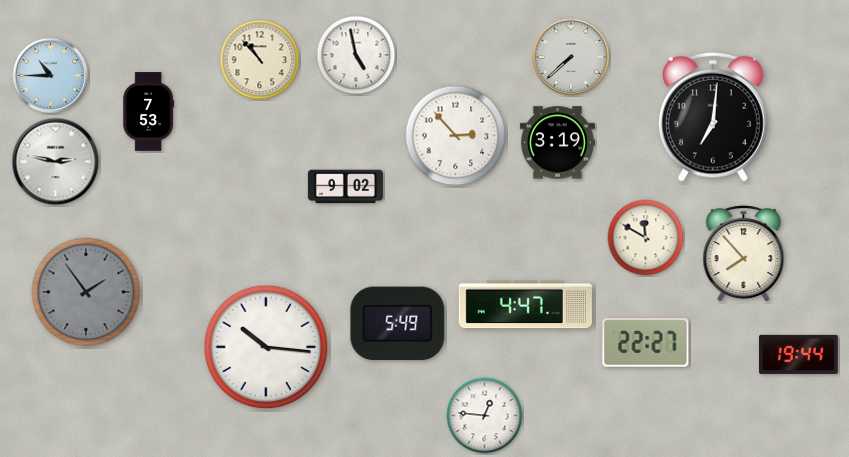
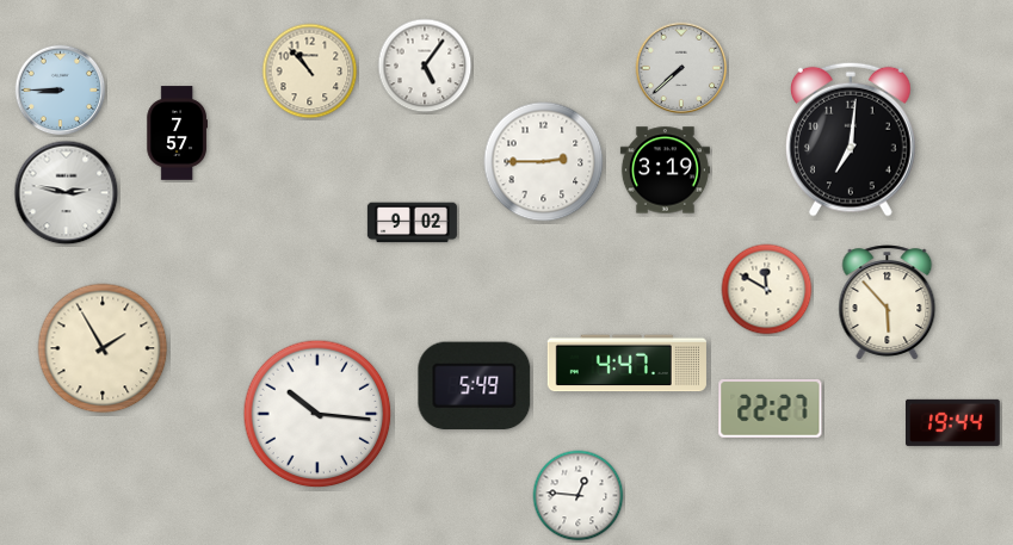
clock at (356, 55): 4:58 -> 5:06
clock at (51, 76): 10:45 -> 8:45
clock at (148, 112): 7:53 -> 7:57
clock at (456, 136): 2:53 -> 2:45
clock at (646, 238) position: (646, 238) -> (767, 290)
clock at (744, 254): 7:53 -> 5:53
clock at (86, 292): 1:54 -> 1:55
clock at (86, 292) dial: grey -> cream
